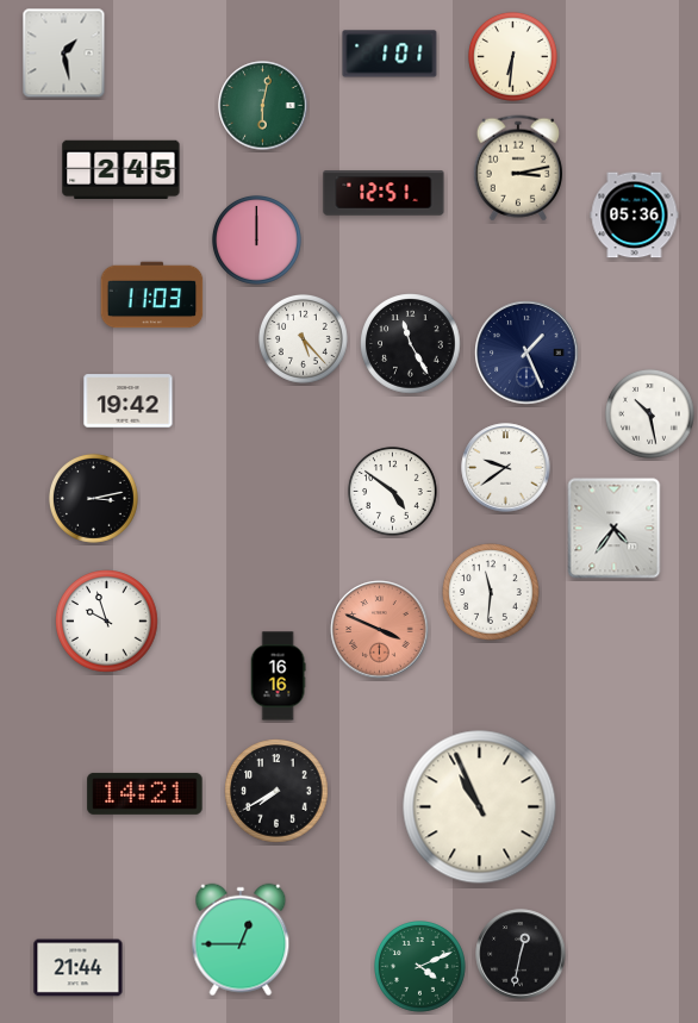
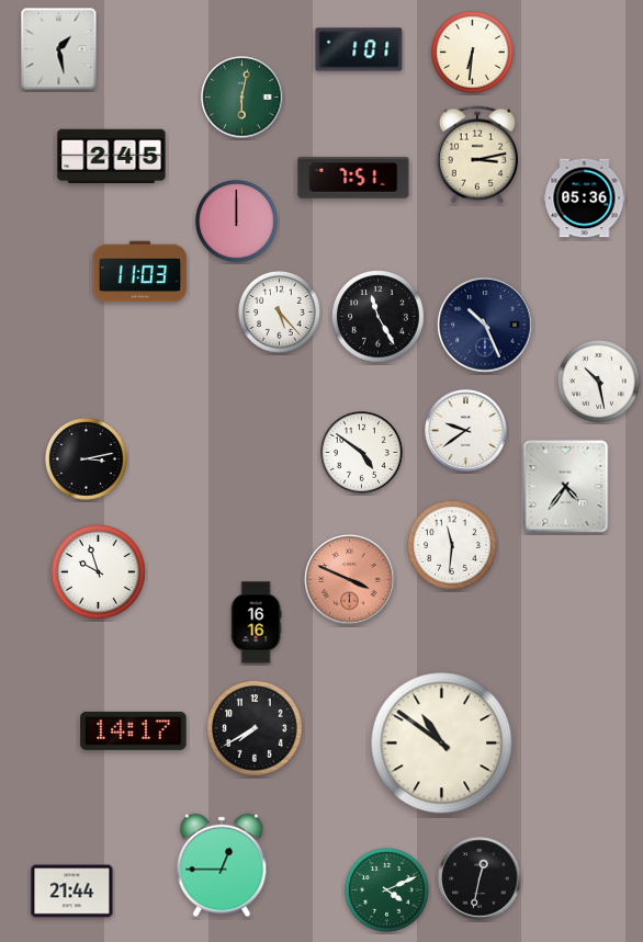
clock at (384, 193): 12:51 -> 7:51
clock at (526, 353): 1:26 -> 10:26
clock at (129, 401): 19:42 -> none
clock at (145, 793): 14:21 -> 14:17
clock at (480, 807): 10:56 -> 10:51
